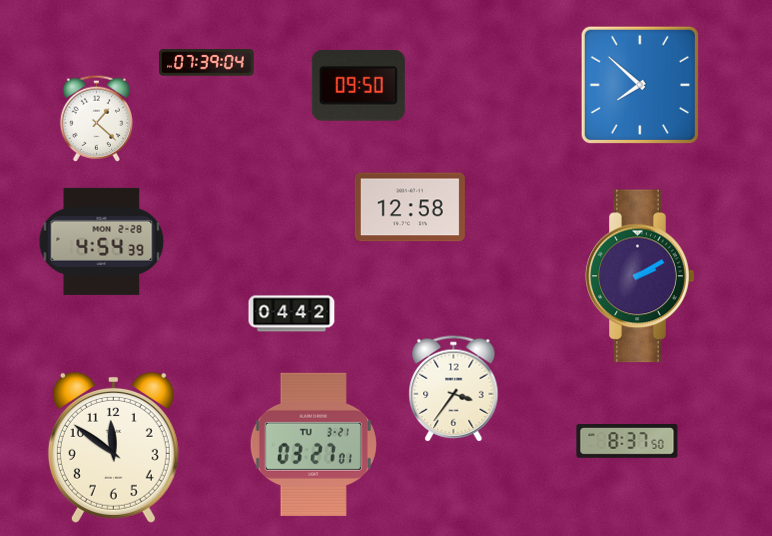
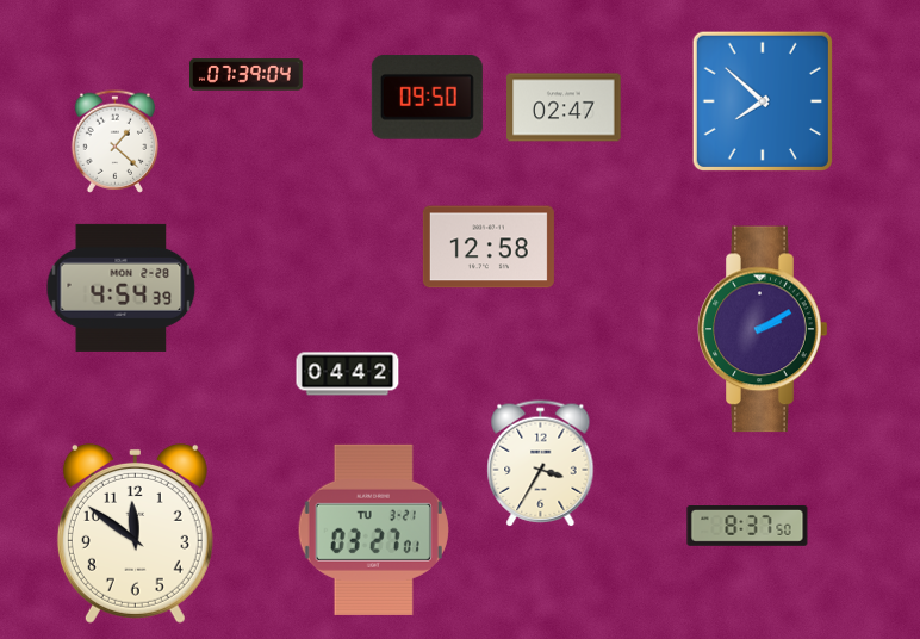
clock at (358, 86) position: (358, 86) -> (427, 98)
clock at (564, 107): none -> 02:47
clock at (454, 389): 3:36 -> 3:35
